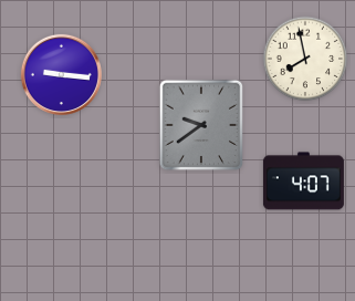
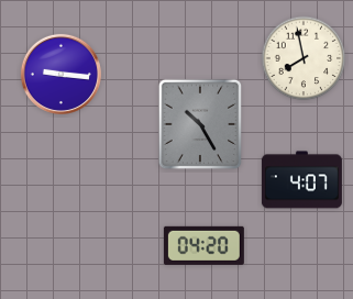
clock at (201, 125): 9:39 -> 10:25
clock at (203, 245): none -> 04:20
